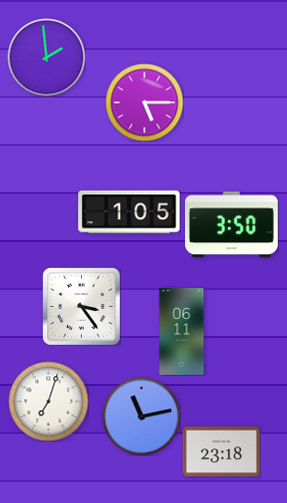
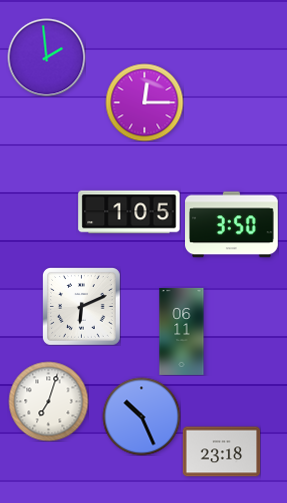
clock at (144, 102): 5:15 -> 12:15
clock at (82, 307): 3:24 -> 6:11
clock at (141, 416): 11:13 -> 10:26
